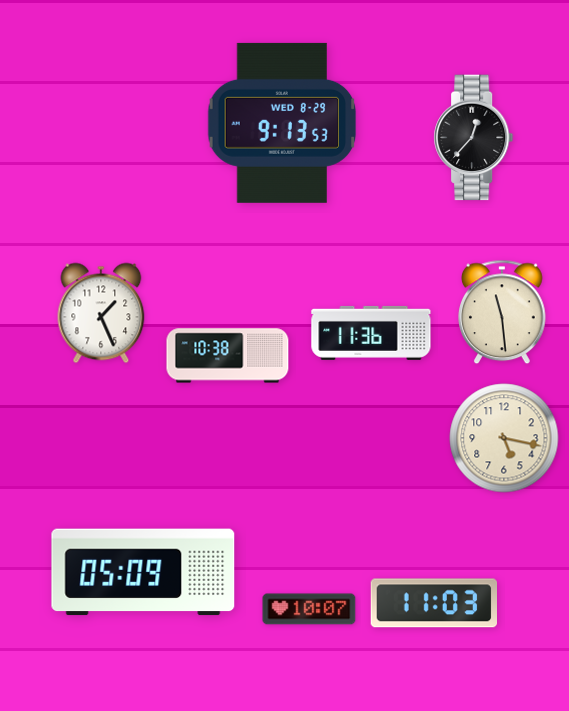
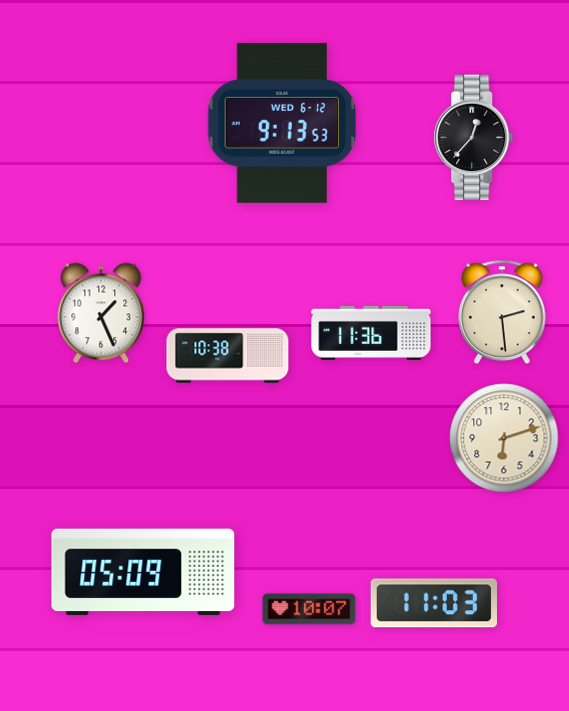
clock at (282, 123) date: WED 8-29 -> WED 6-12
clock at (503, 312): 11:29 -> 2:29
clock at (504, 438): 5:17 -> 6:12
